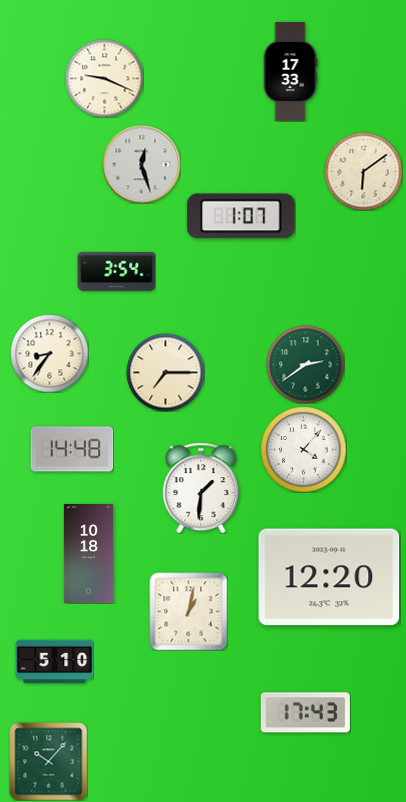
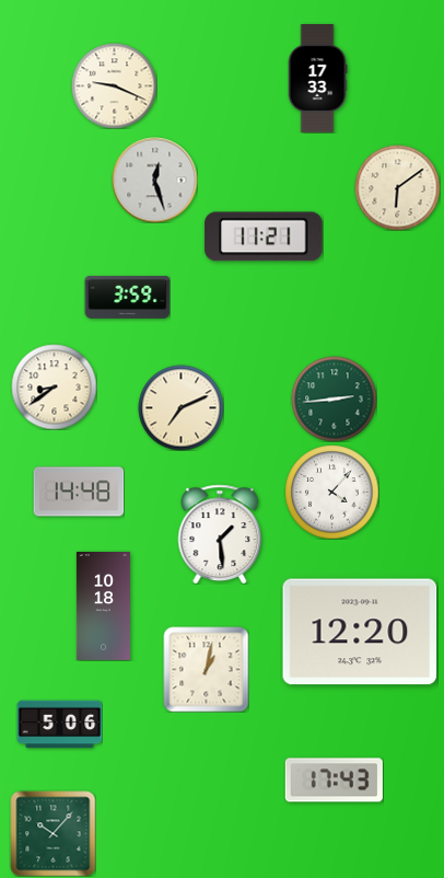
clock at (241, 216): 1:07 -> 11:21
clock at (116, 271): 3:54 -> 3:59
clock at (49, 353): 8:36 -> 8:39
clock at (305, 364): 2:39 -> 2:44
clock at (165, 372): 7:15 -> 7:11
clock at (201, 488): 1:31 -> 1:29
clock at (88, 554) position: (88, 554) -> (103, 606)
clock at (54, 662): 5:10 -> 5:06
